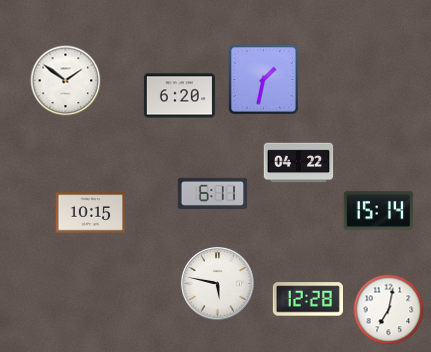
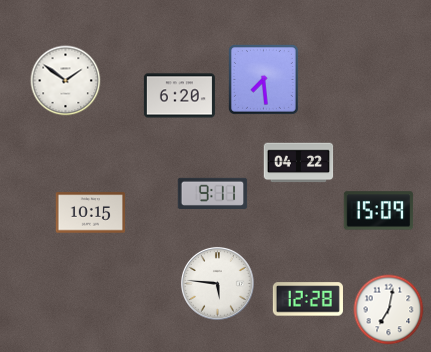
clock at (263, 79): 1:32 -> 7:29
clock at (213, 193): 6:11 -> 9:11
clock at (379, 211): 15:14 -> 15:09
clock at (217, 283): 5:47 -> 5:46
